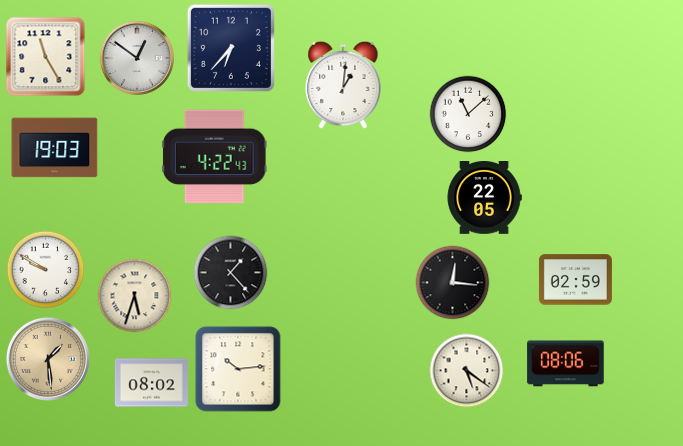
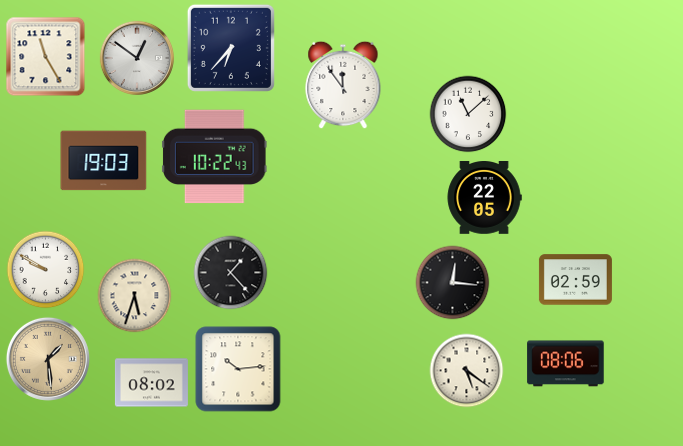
clock at (343, 85): 1:01 -> 11:54
clock at (55, 148) position: (55, 148) -> (104, 161)
clock at (214, 157): 4:22 -> 10:22
